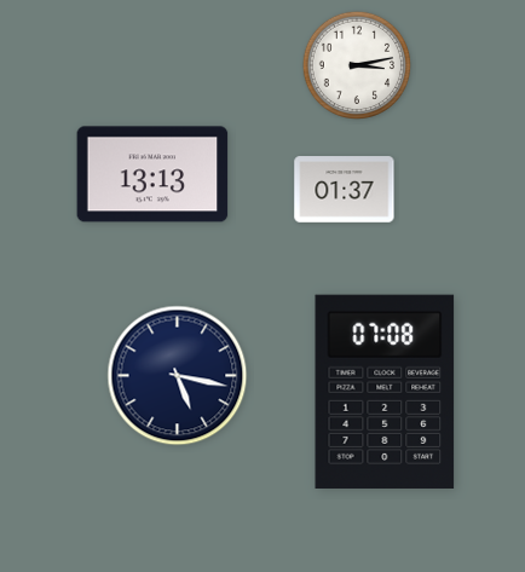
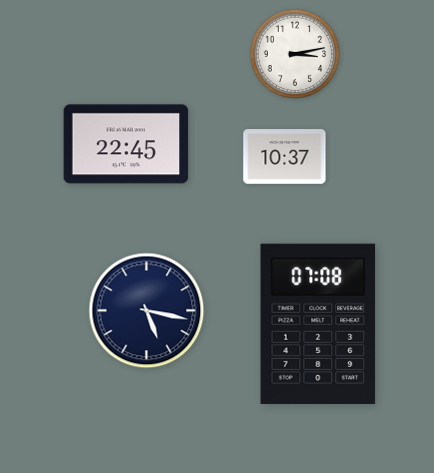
clock at (152, 174): 13:13 -> 22:45
clock at (345, 190): 01:37 -> 10:37
